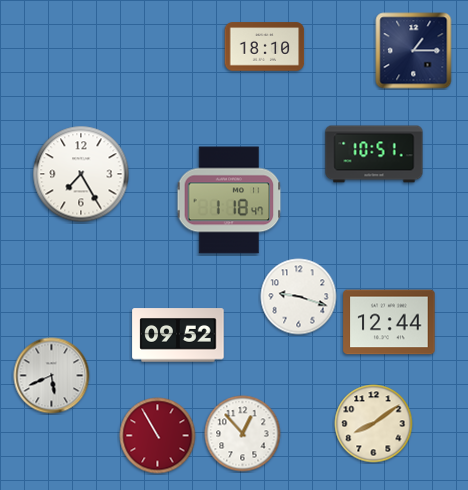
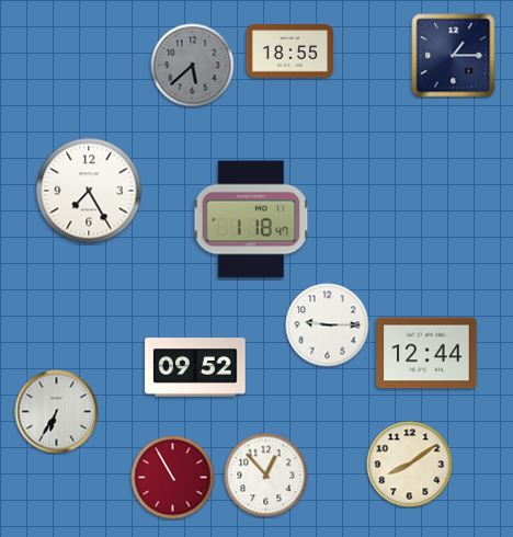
clock at (265, 47): 18:10 -> 18:55
clock at (193, 66): none -> 5:38
clock at (374, 154): 10:51 -> none
clock at (299, 297): 9:18 -> 9:15
clock at (52, 376): 5:41 -> 6:35
